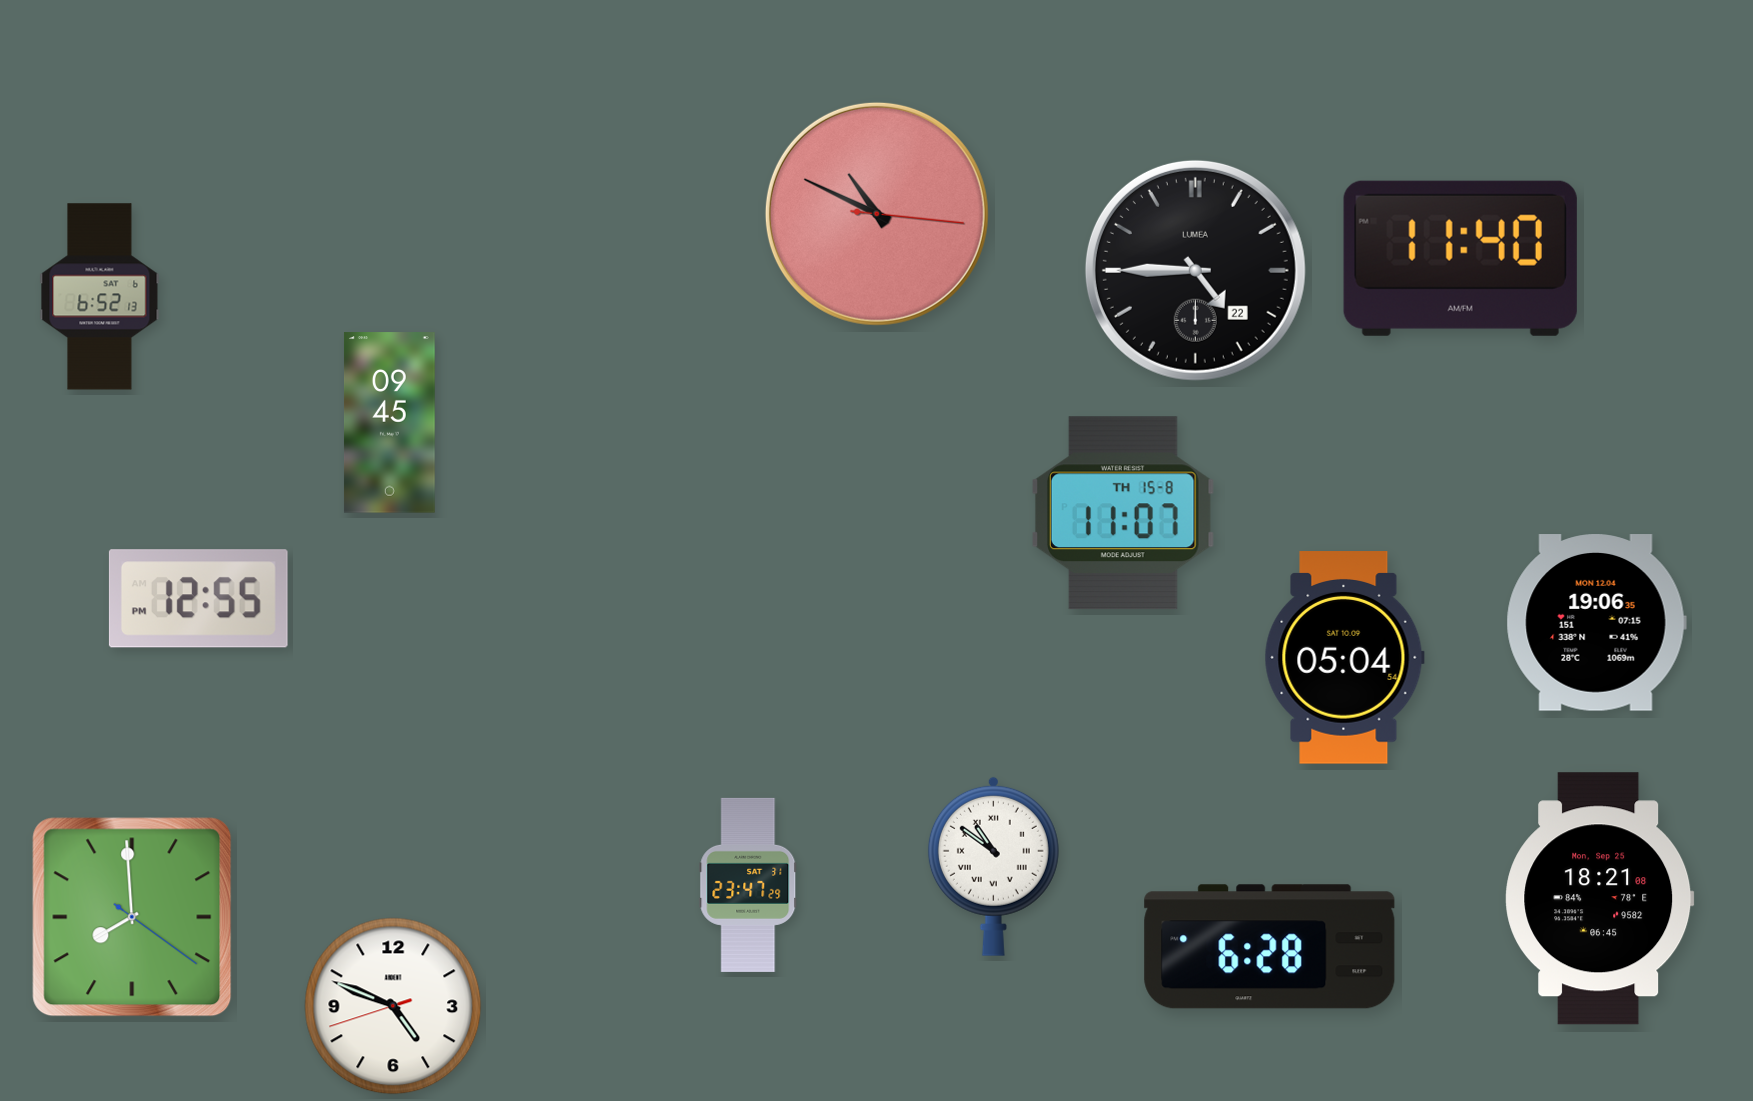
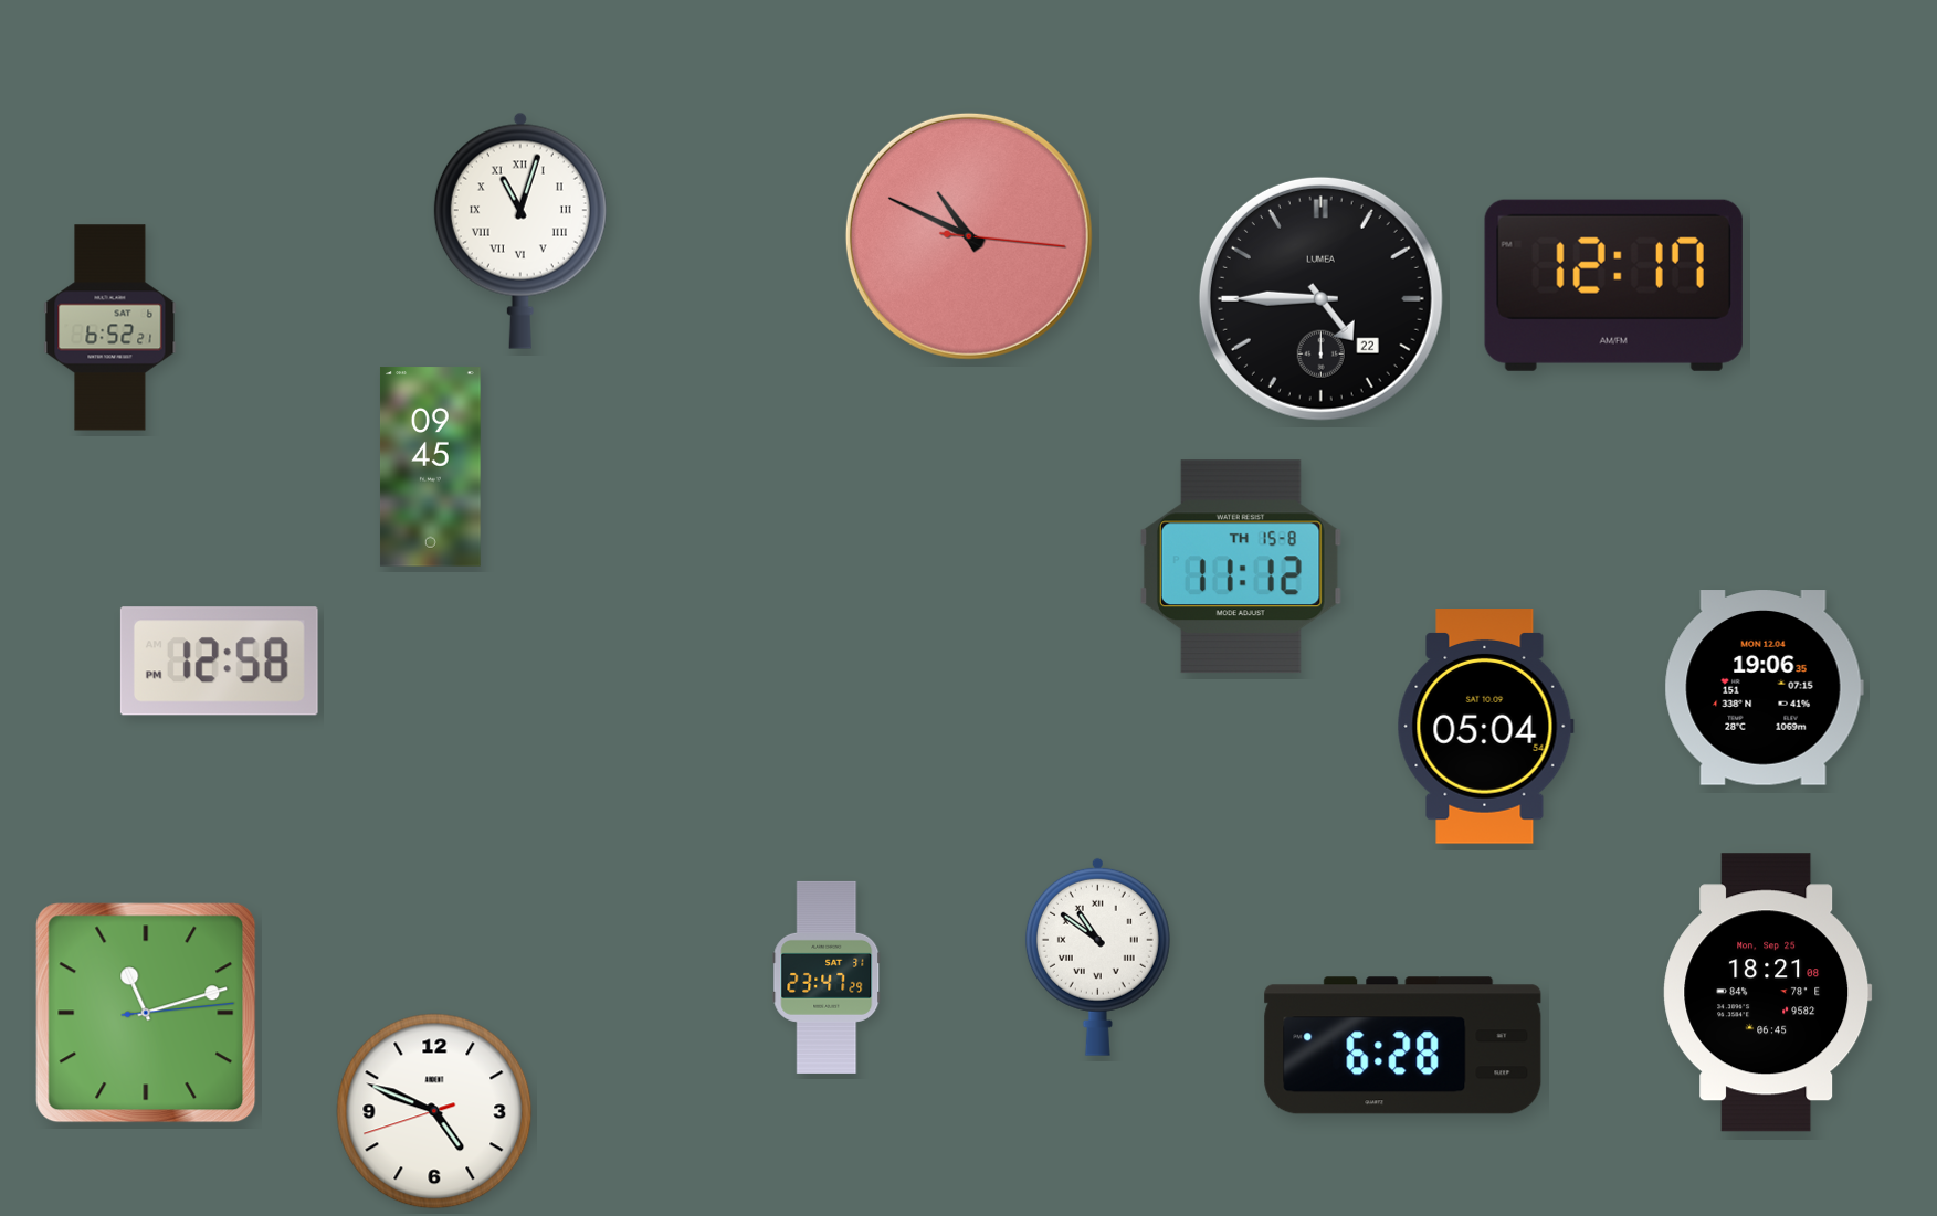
clock at (520, 231): none -> 11:03
clock at (1460, 258): 11:40 -> 12:17
clock at (100, 297): 6:52:13 -> 6:52:21
clock at (1123, 513): 11:07 -> 11:12
clock at (198, 599): 12:55 -> 12:58
clock at (132, 917): 7:59 -> 11:12
